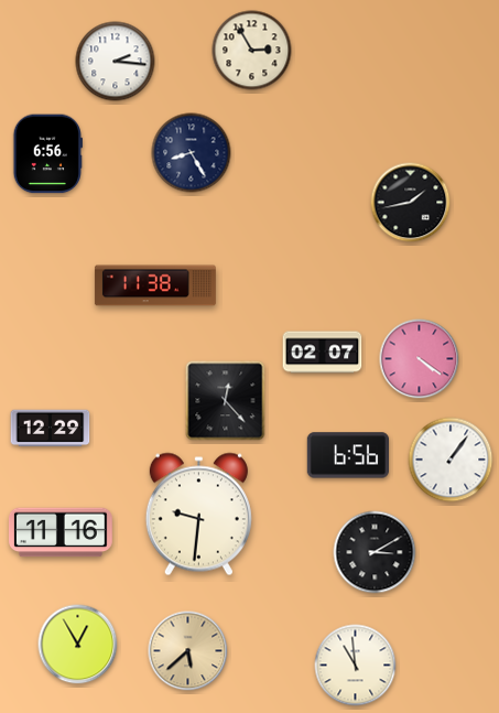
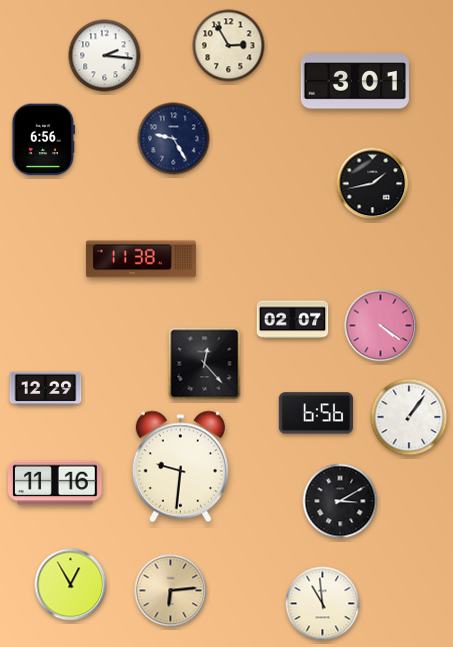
clock at (355, 81): none -> 3:01
clock at (192, 153): 8:25 -> 9:25
clock at (188, 651): 5:38 -> 6:14
